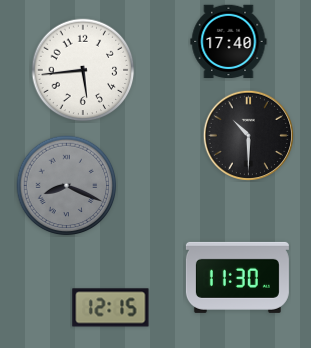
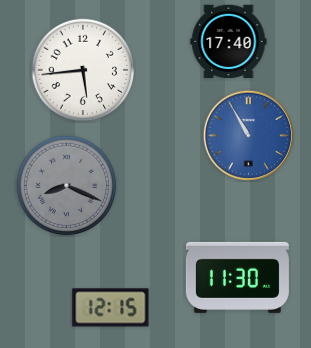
clock at (248, 135): 10:30 -> 10:55
clock at (248, 135) dial: black -> blue
